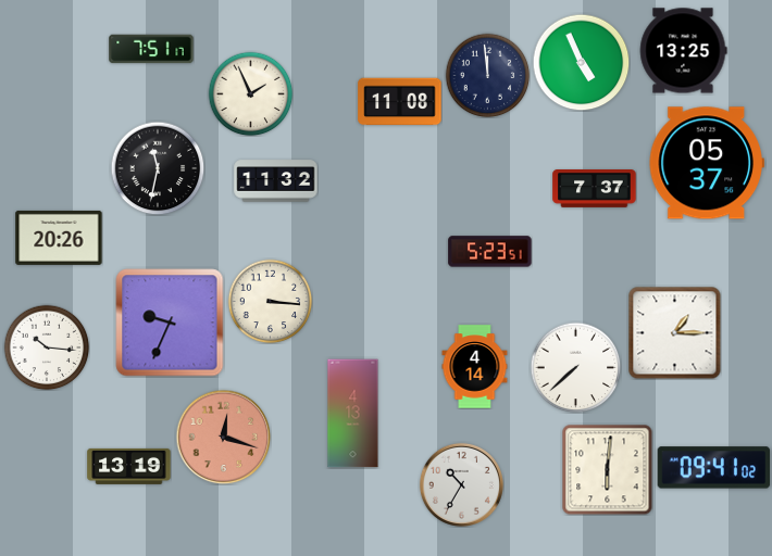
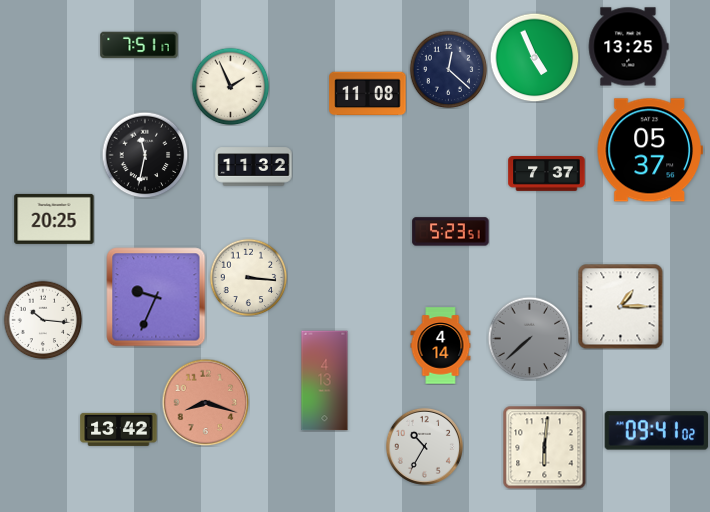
clock at (487, 75): 11:59 -> 12:22
clock at (59, 238): 20:26 -> 20:25
clock at (475, 367) position: (475, 367) -> (441, 346)
clock at (575, 367) dial: white -> grey
clock at (223, 437): 12:18 -> 8:18
clock at (129, 466): 13:19 -> 13:42
clock at (607, 469) position: (607, 469) -> (544, 447)
